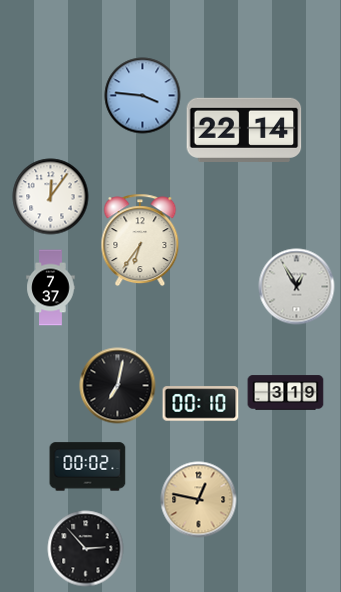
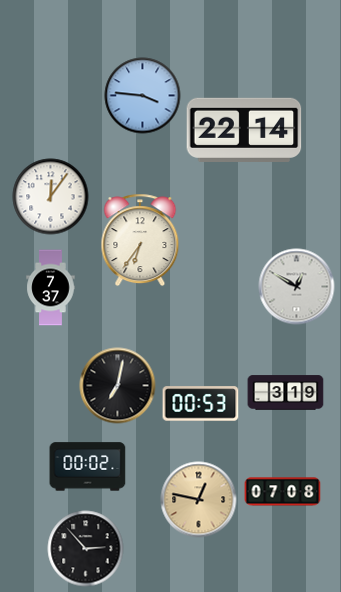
clock at (297, 287): 12:55 -> 12:50
clock at (201, 404): 00:10 -> 00:53
clock at (283, 492): none -> 07:08
